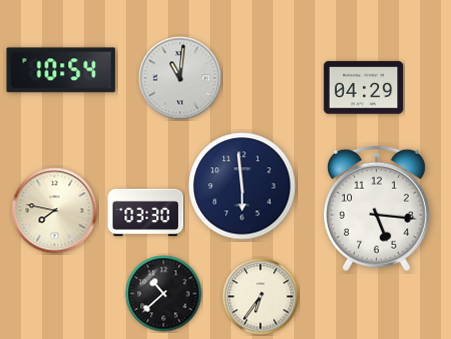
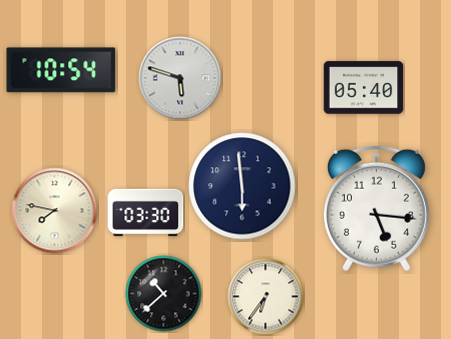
clock at (180, 78): 11:01 -> 5:48
clock at (364, 88): 04:29 -> 05:40
clock at (261, 297) position: (261, 297) -> (266, 297)
